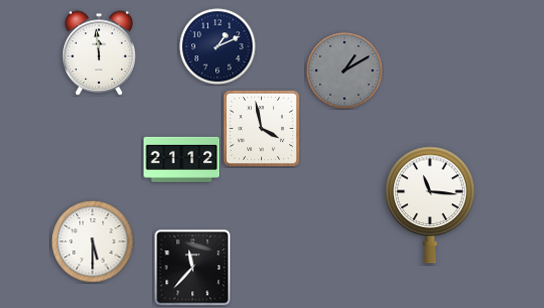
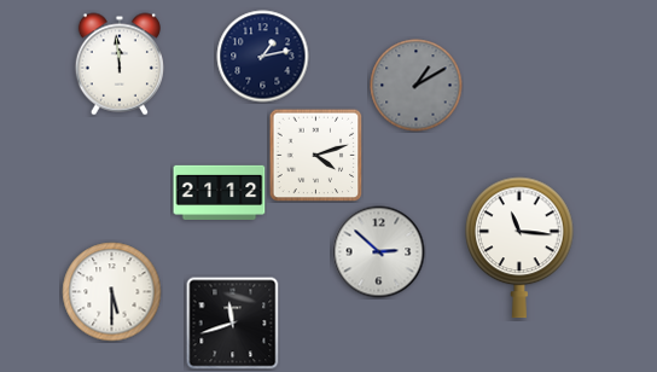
clock at (218, 47): 1:11 -> 1:13
clock at (261, 128): 3:58 -> 4:12
clock at (379, 252): none -> 2:52
clock at (193, 268): 11:37 -> 11:42
